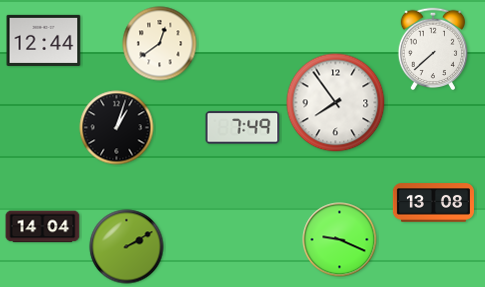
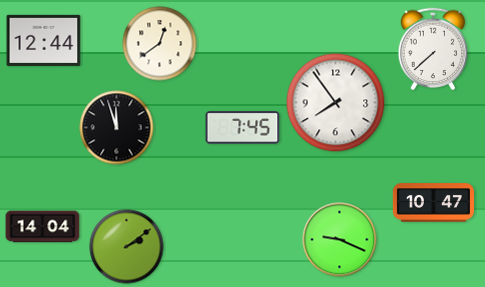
clock at (117, 128): 1:03 -> 11:57
clock at (243, 128): 7:49 -> 7:45
clock at (433, 203): 13:08 -> 10:47
clock at (127, 247): 2:10 -> 2:09
